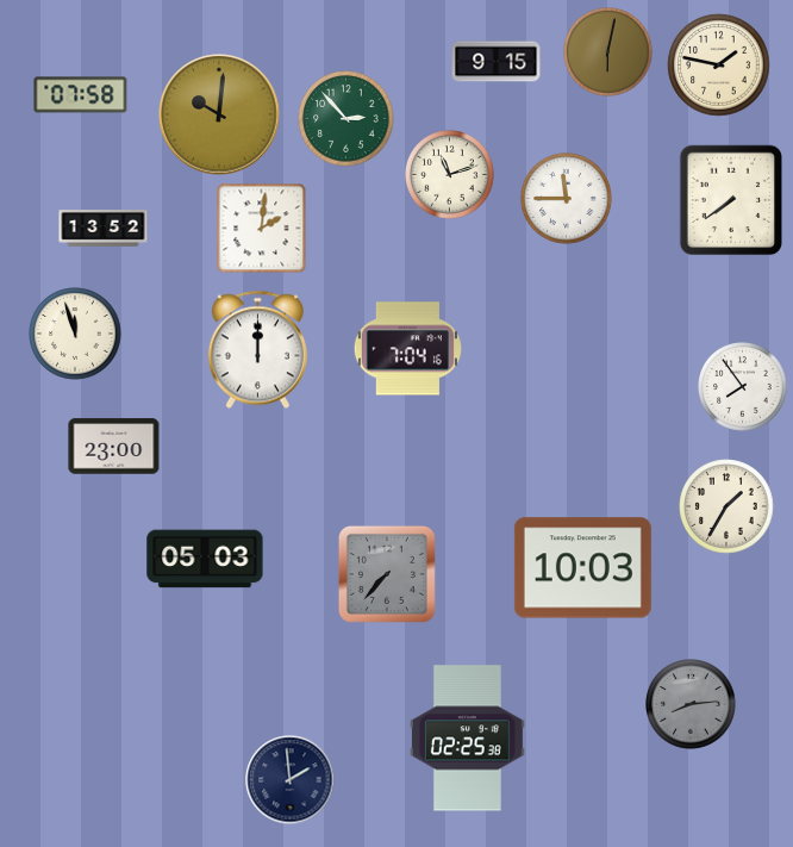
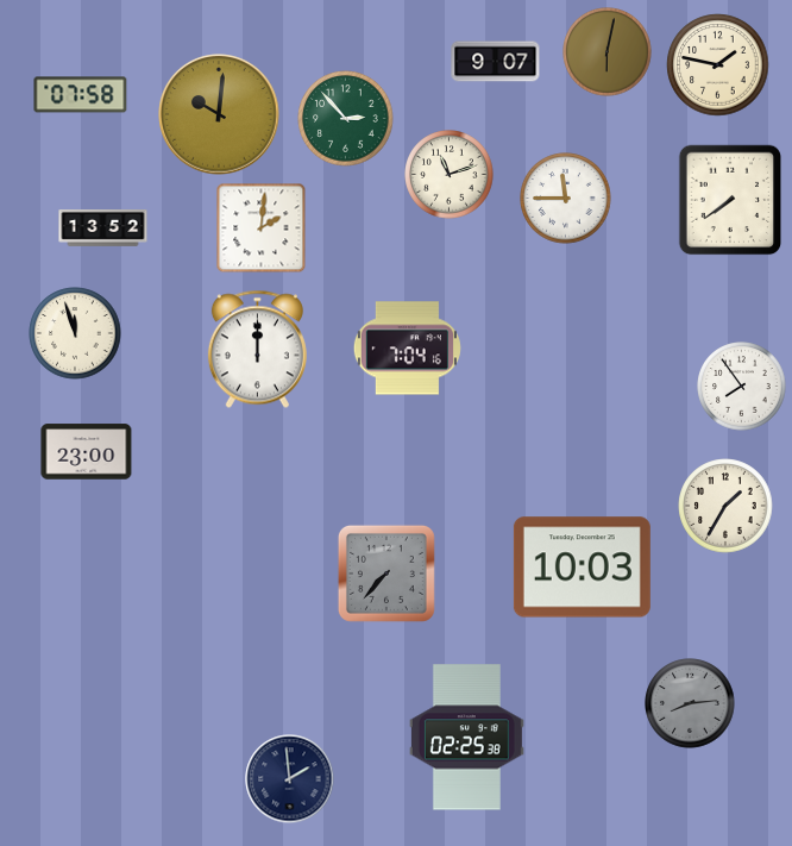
clock at (497, 62): 9:15 -> 9:07
clock at (114, 447) position: (114, 447) -> (87, 452)
clock at (205, 559): 05:03 -> none
